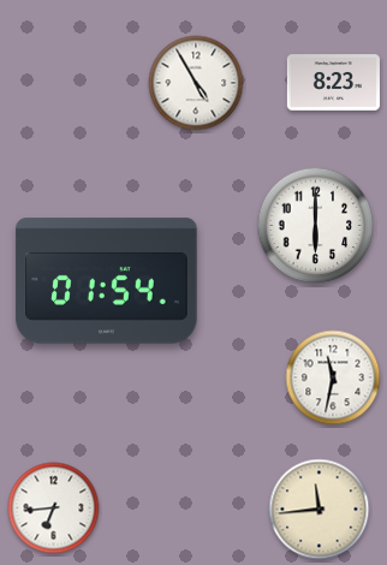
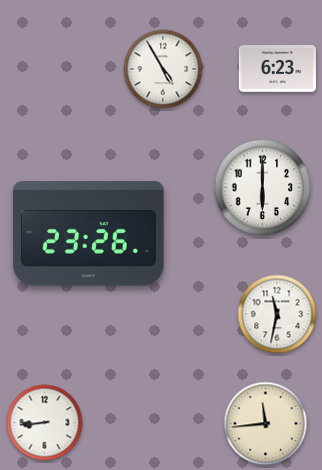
clock at (333, 83): 8:23 -> 6:23
clock at (107, 281): 01:54 -> 23:26
clock at (54, 508): 6:44 -> 8:44
